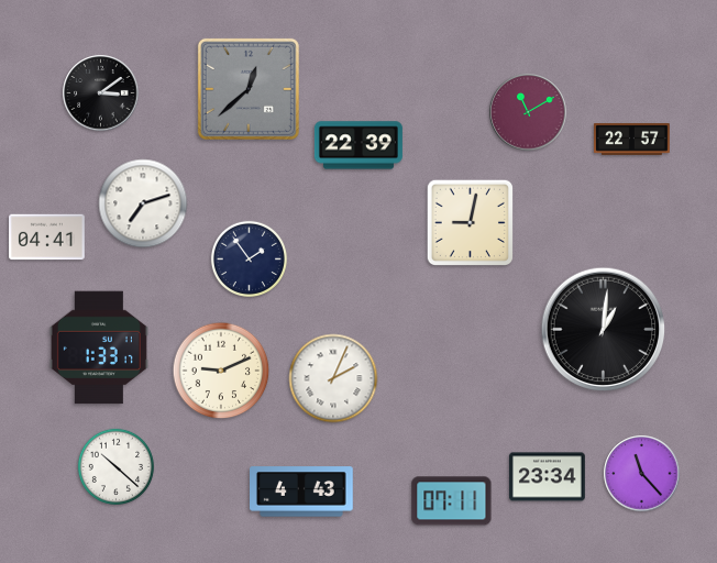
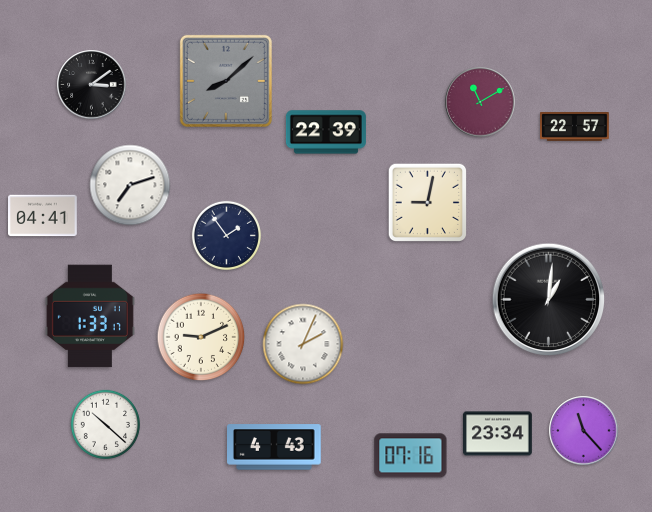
clock at (249, 89): 12:38 -> 8:08
clock at (452, 501): 07:11 -> 07:16
